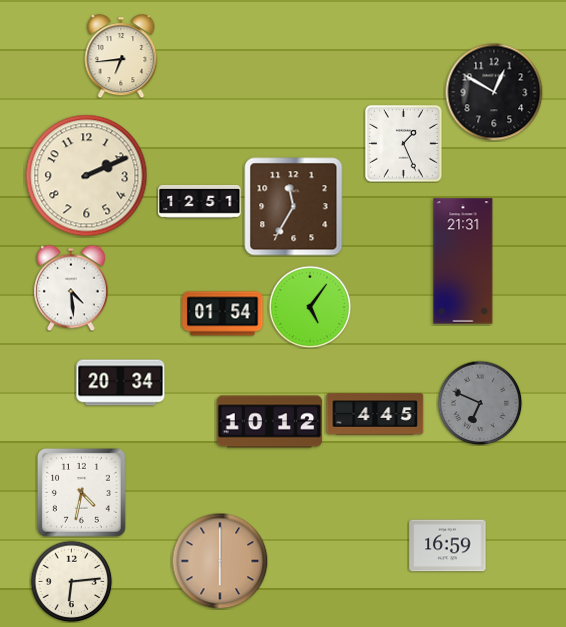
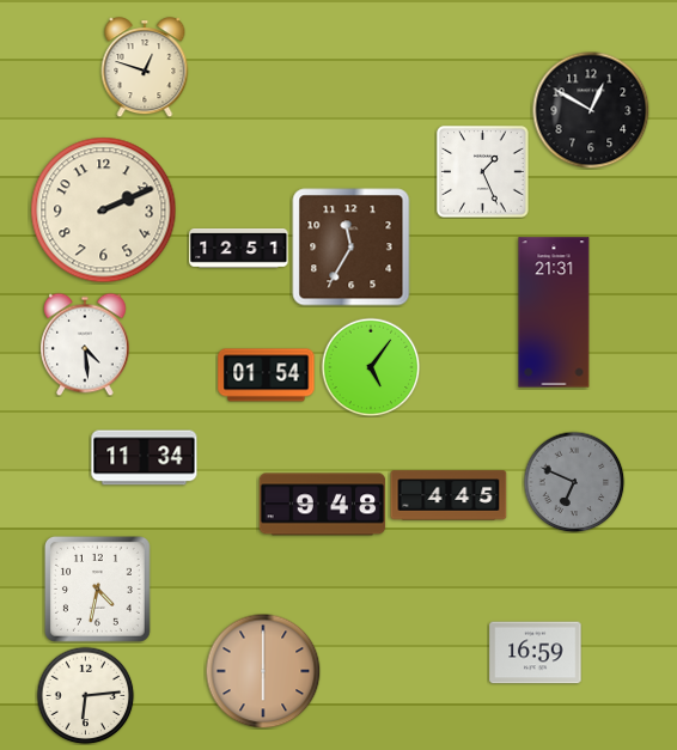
clock at (121, 56): 6:44 -> 12:48
clock at (200, 202) position: (200, 202) -> (239, 249)
clock at (121, 383): 20:34 -> 11:34
clock at (270, 422): 10:12 -> 9:48
